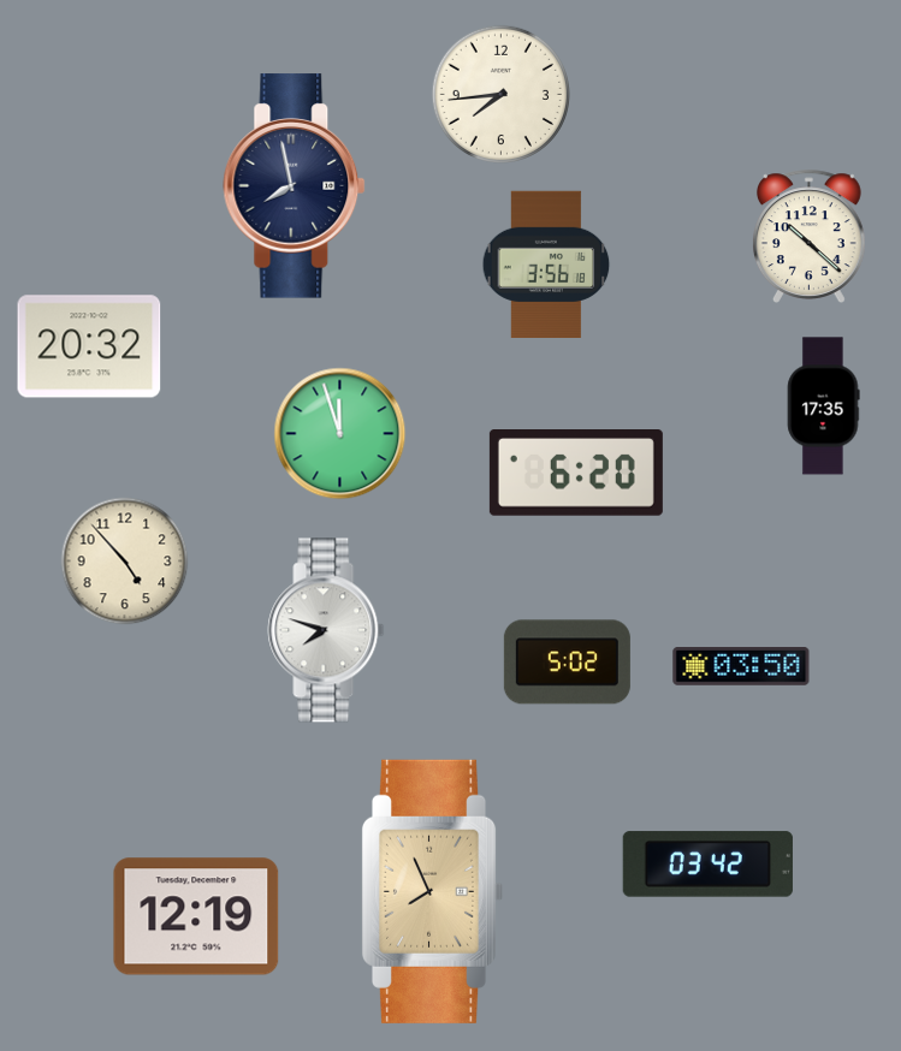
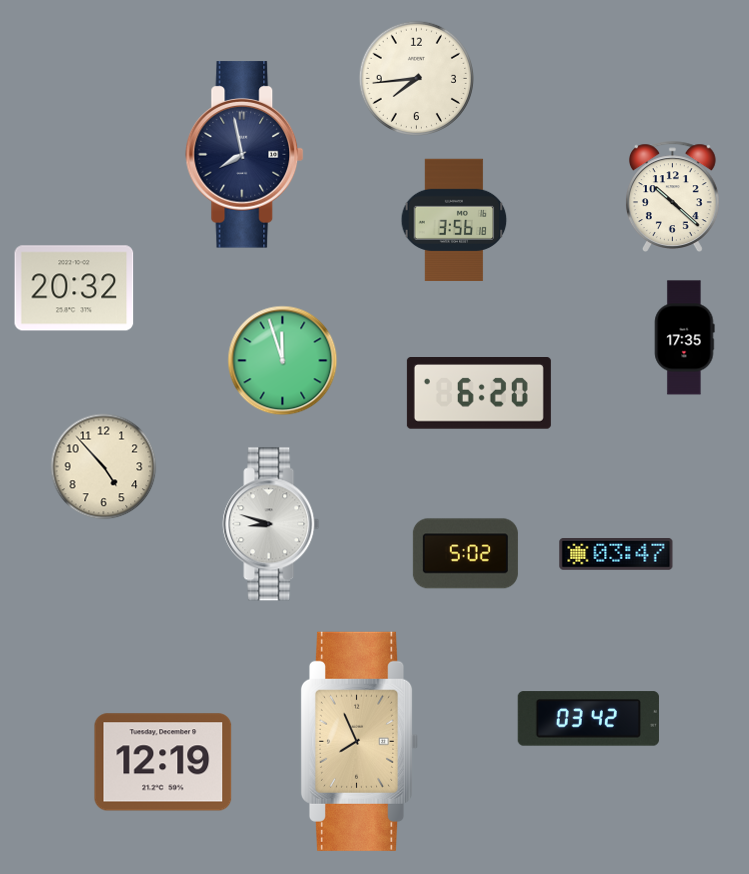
clock at (326, 630): 7:48 -> 8:48
clock at (567, 663) position: (567, 663) -> (465, 554)
clock at (741, 667): 03:50 -> 03:47
